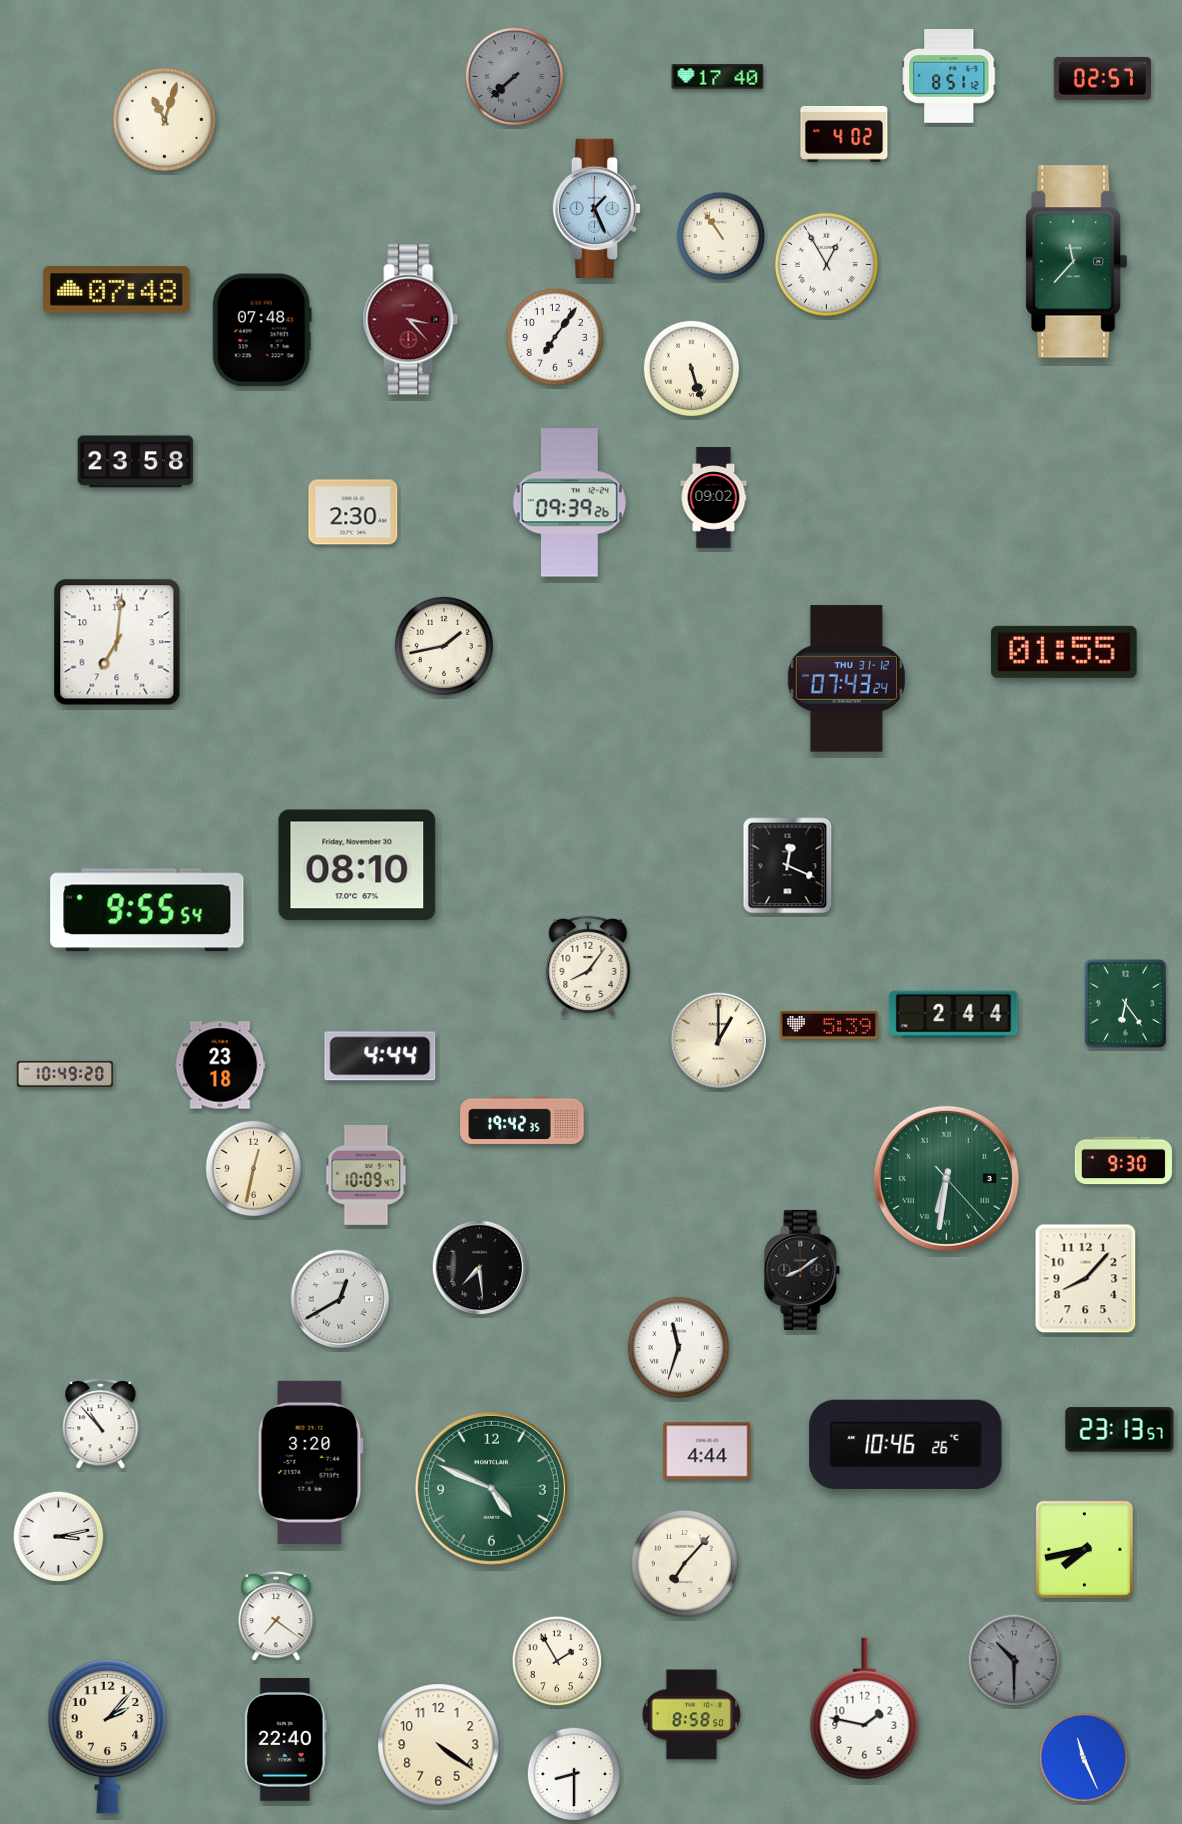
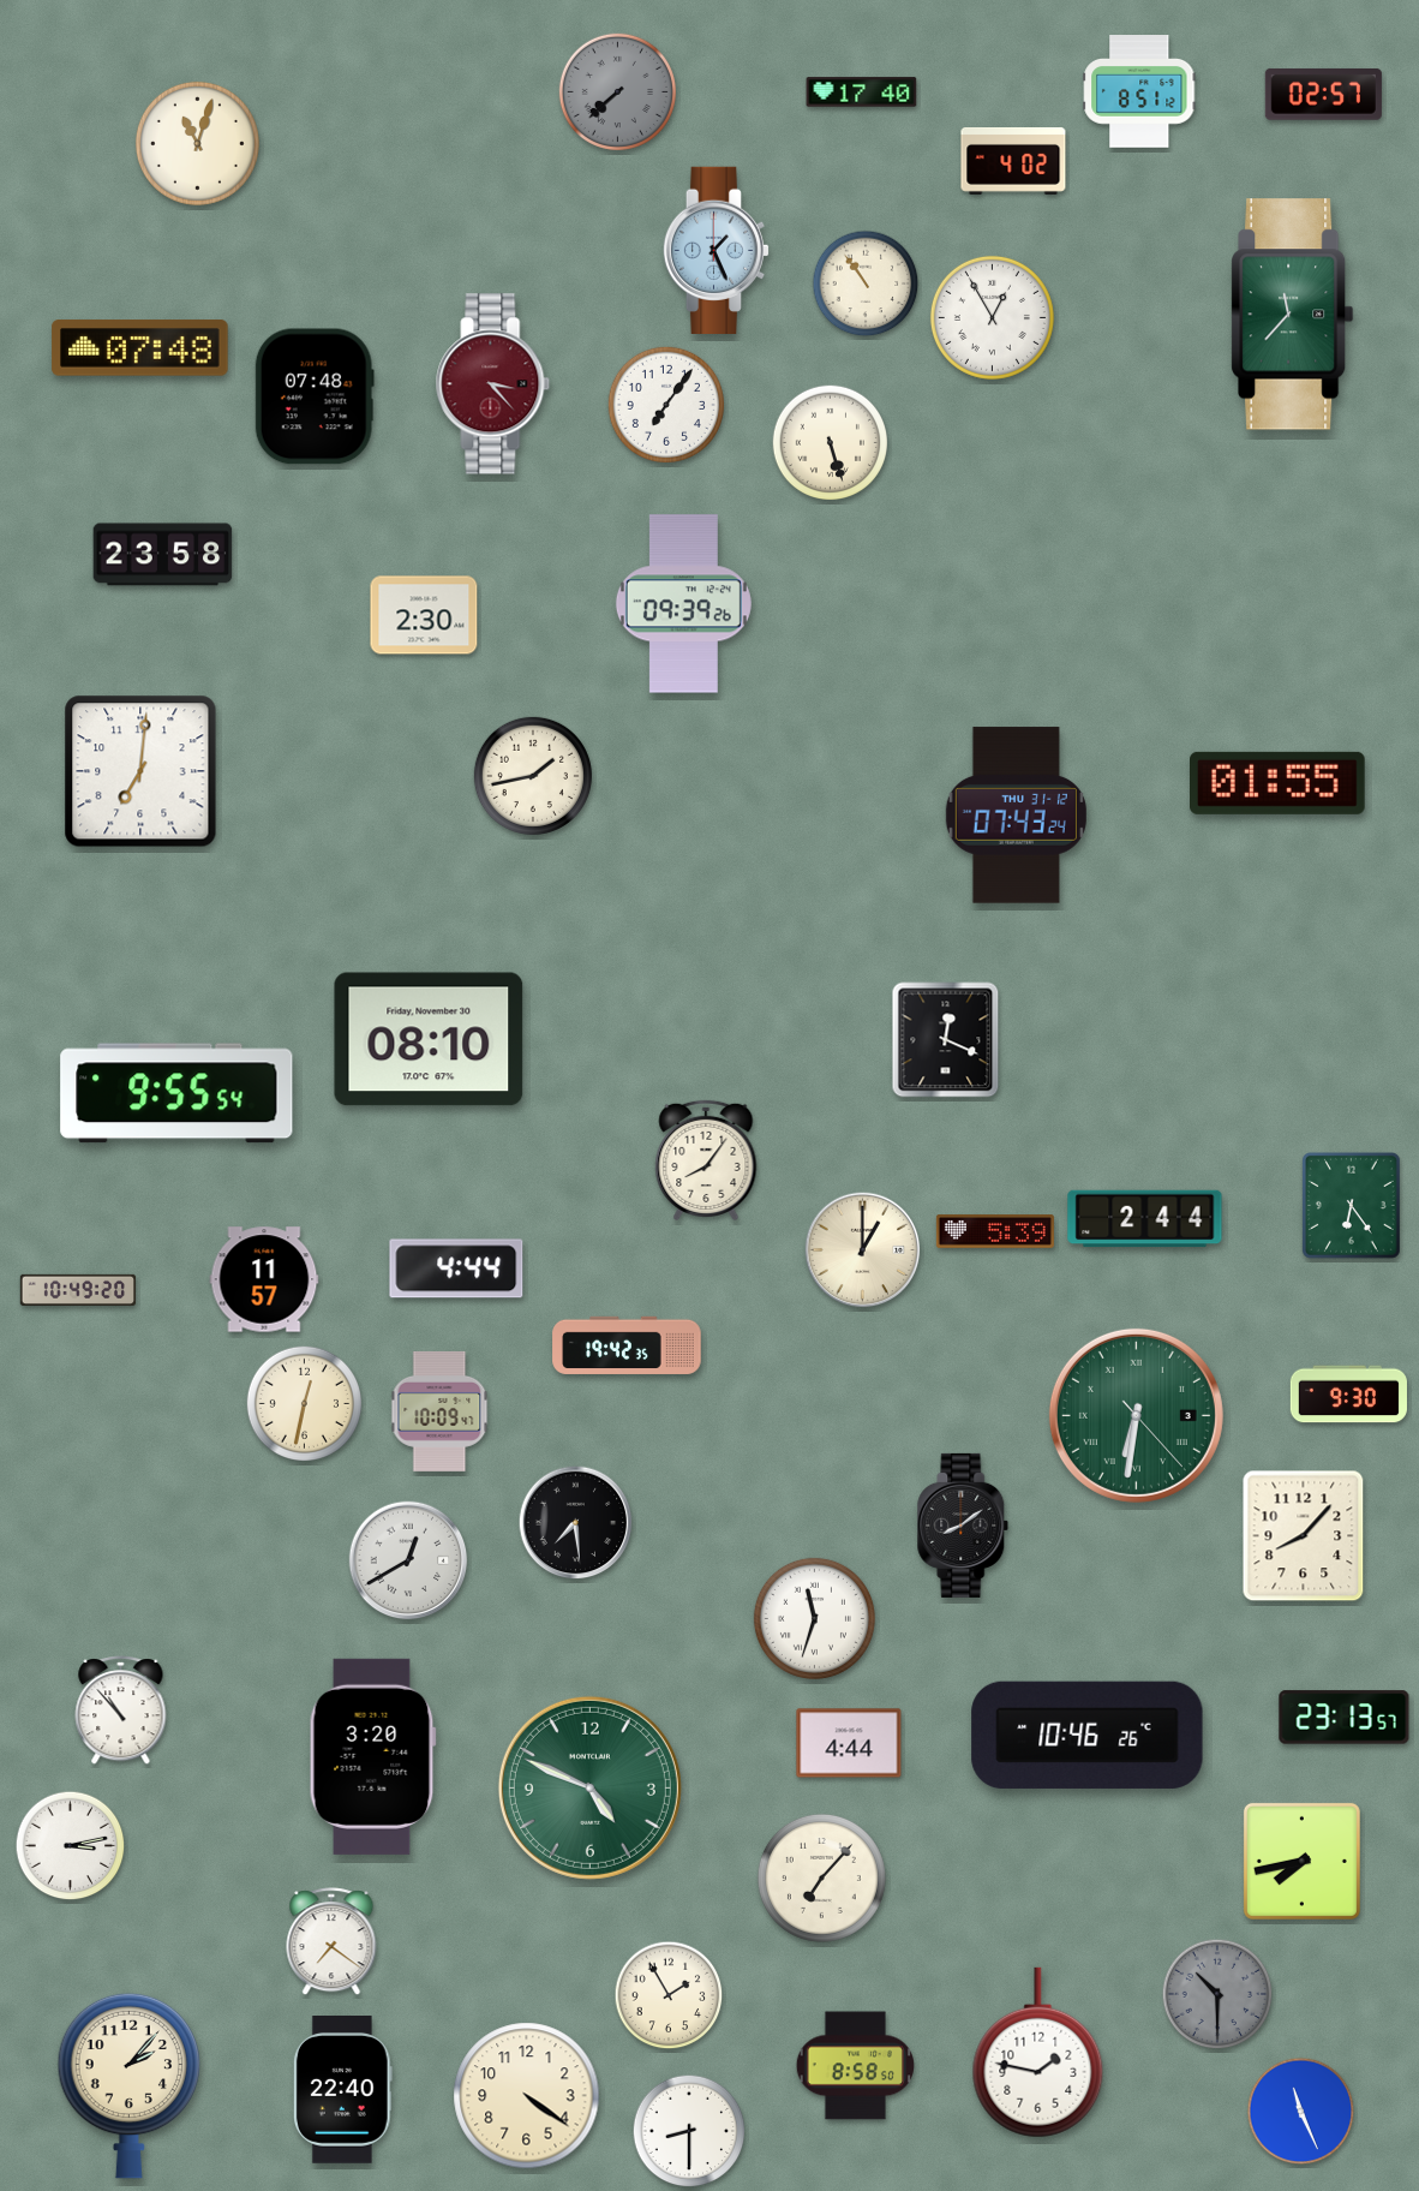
clock at (714, 498): 09:02 -> none
clock at (220, 1065): 23:18 -> 11:57
clock at (691, 1715) position: (691, 1715) -> (855, 2066)
